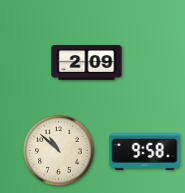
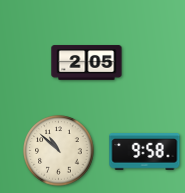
clock at (87, 63): 2:09 -> 2:05
